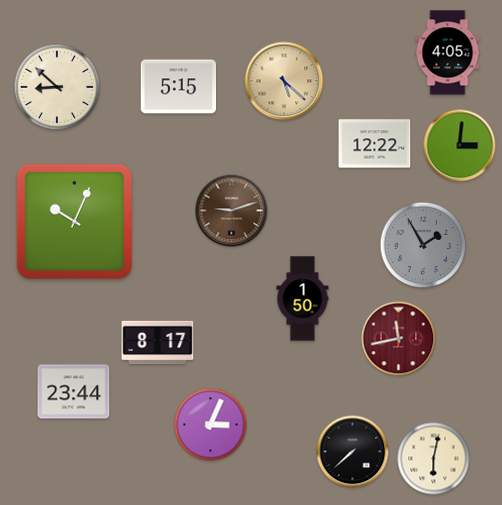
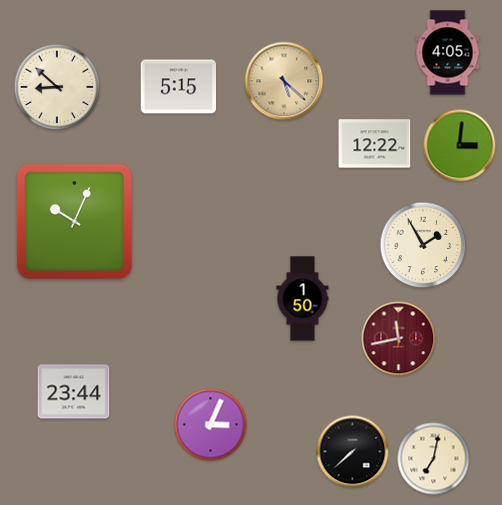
clock at (232, 211): 9:12 -> none
clock at (423, 245) dial: grey -> cream
clock at (158, 343): 8:17 -> none
clock at (434, 459): 6:02 -> 7:02
